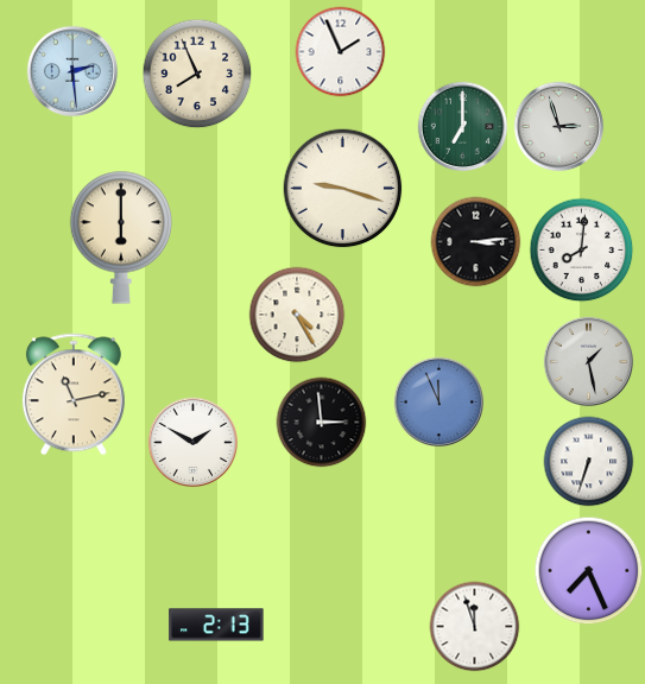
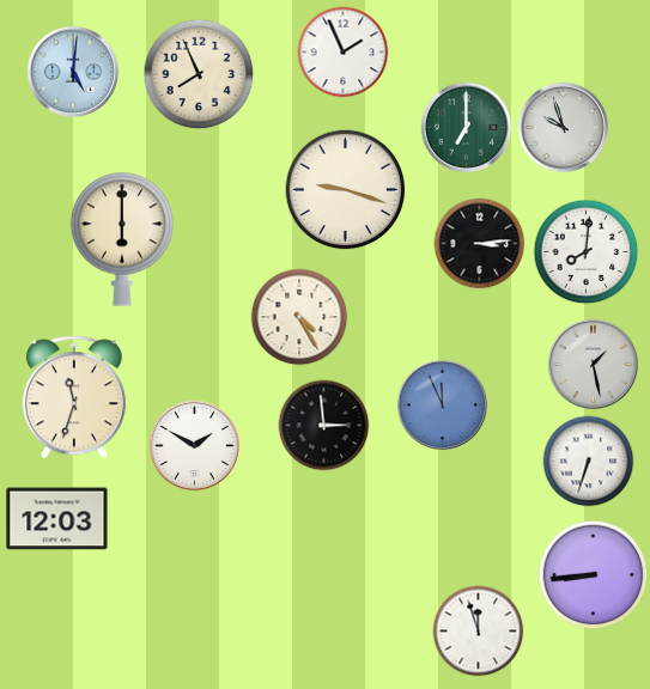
clock at (72, 71): 2:29 -> 5:01
clock at (559, 127): 2:57 -> 9:57
clock at (74, 394): 11:13 -> 11:33
clock at (589, 462) position: (589, 462) -> (589, 462)
clock at (57, 519): none -> 12:03
clock at (589, 571): 7:26 -> 8:44
clock at (216, 625): 2:13 -> none
